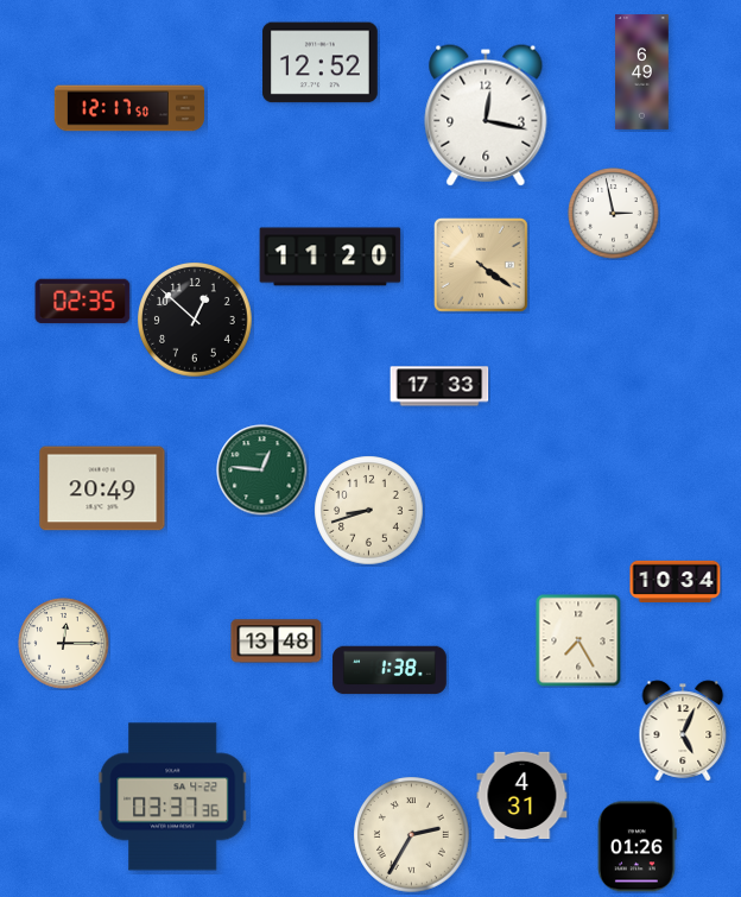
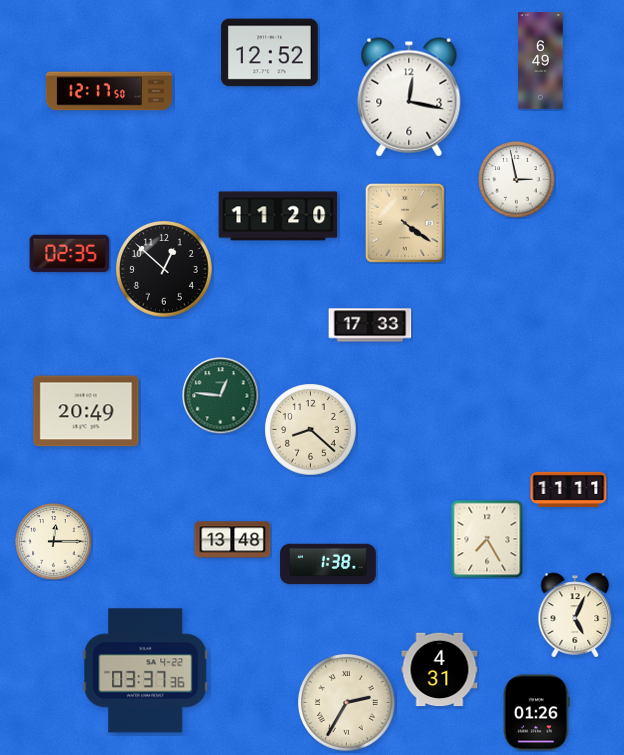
clock at (369, 511): 8:42 -> 8:22
clock at (676, 581): 10:34 -> 11:11
